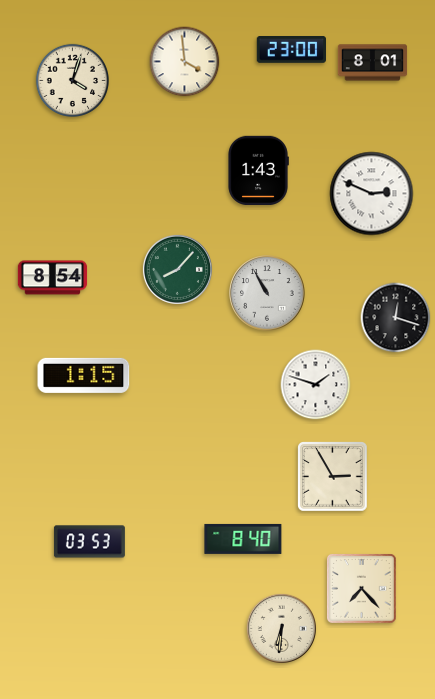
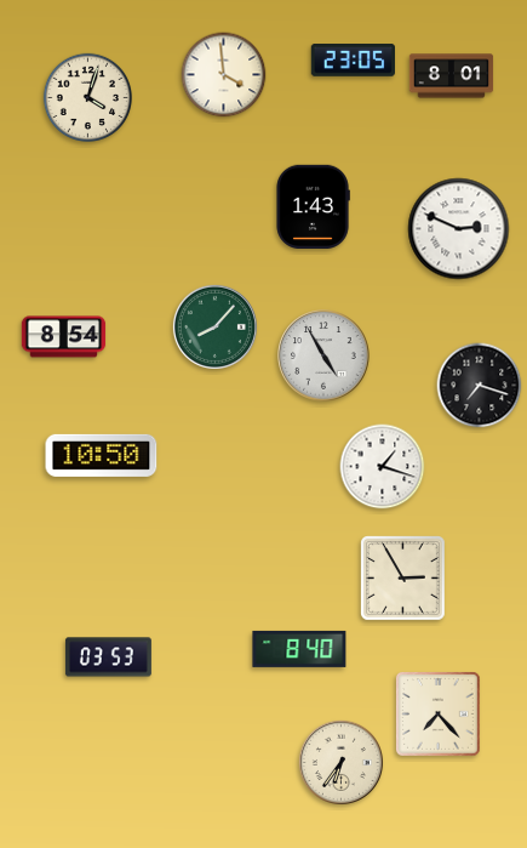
clock at (291, 50): 23:00 -> 23:05
clock at (372, 194) position: (372, 194) -> (459, 229)
clock at (267, 293): 10:55 -> 4:55
clock at (396, 318): 12:18 -> 7:18
clock at (84, 375): 1:15 -> 10:50
clock at (316, 385): 1:48 -> 1:18
clock at (243, 539) position: (243, 539) -> (299, 649)
clock at (281, 628): 6:31 -> 6:36
